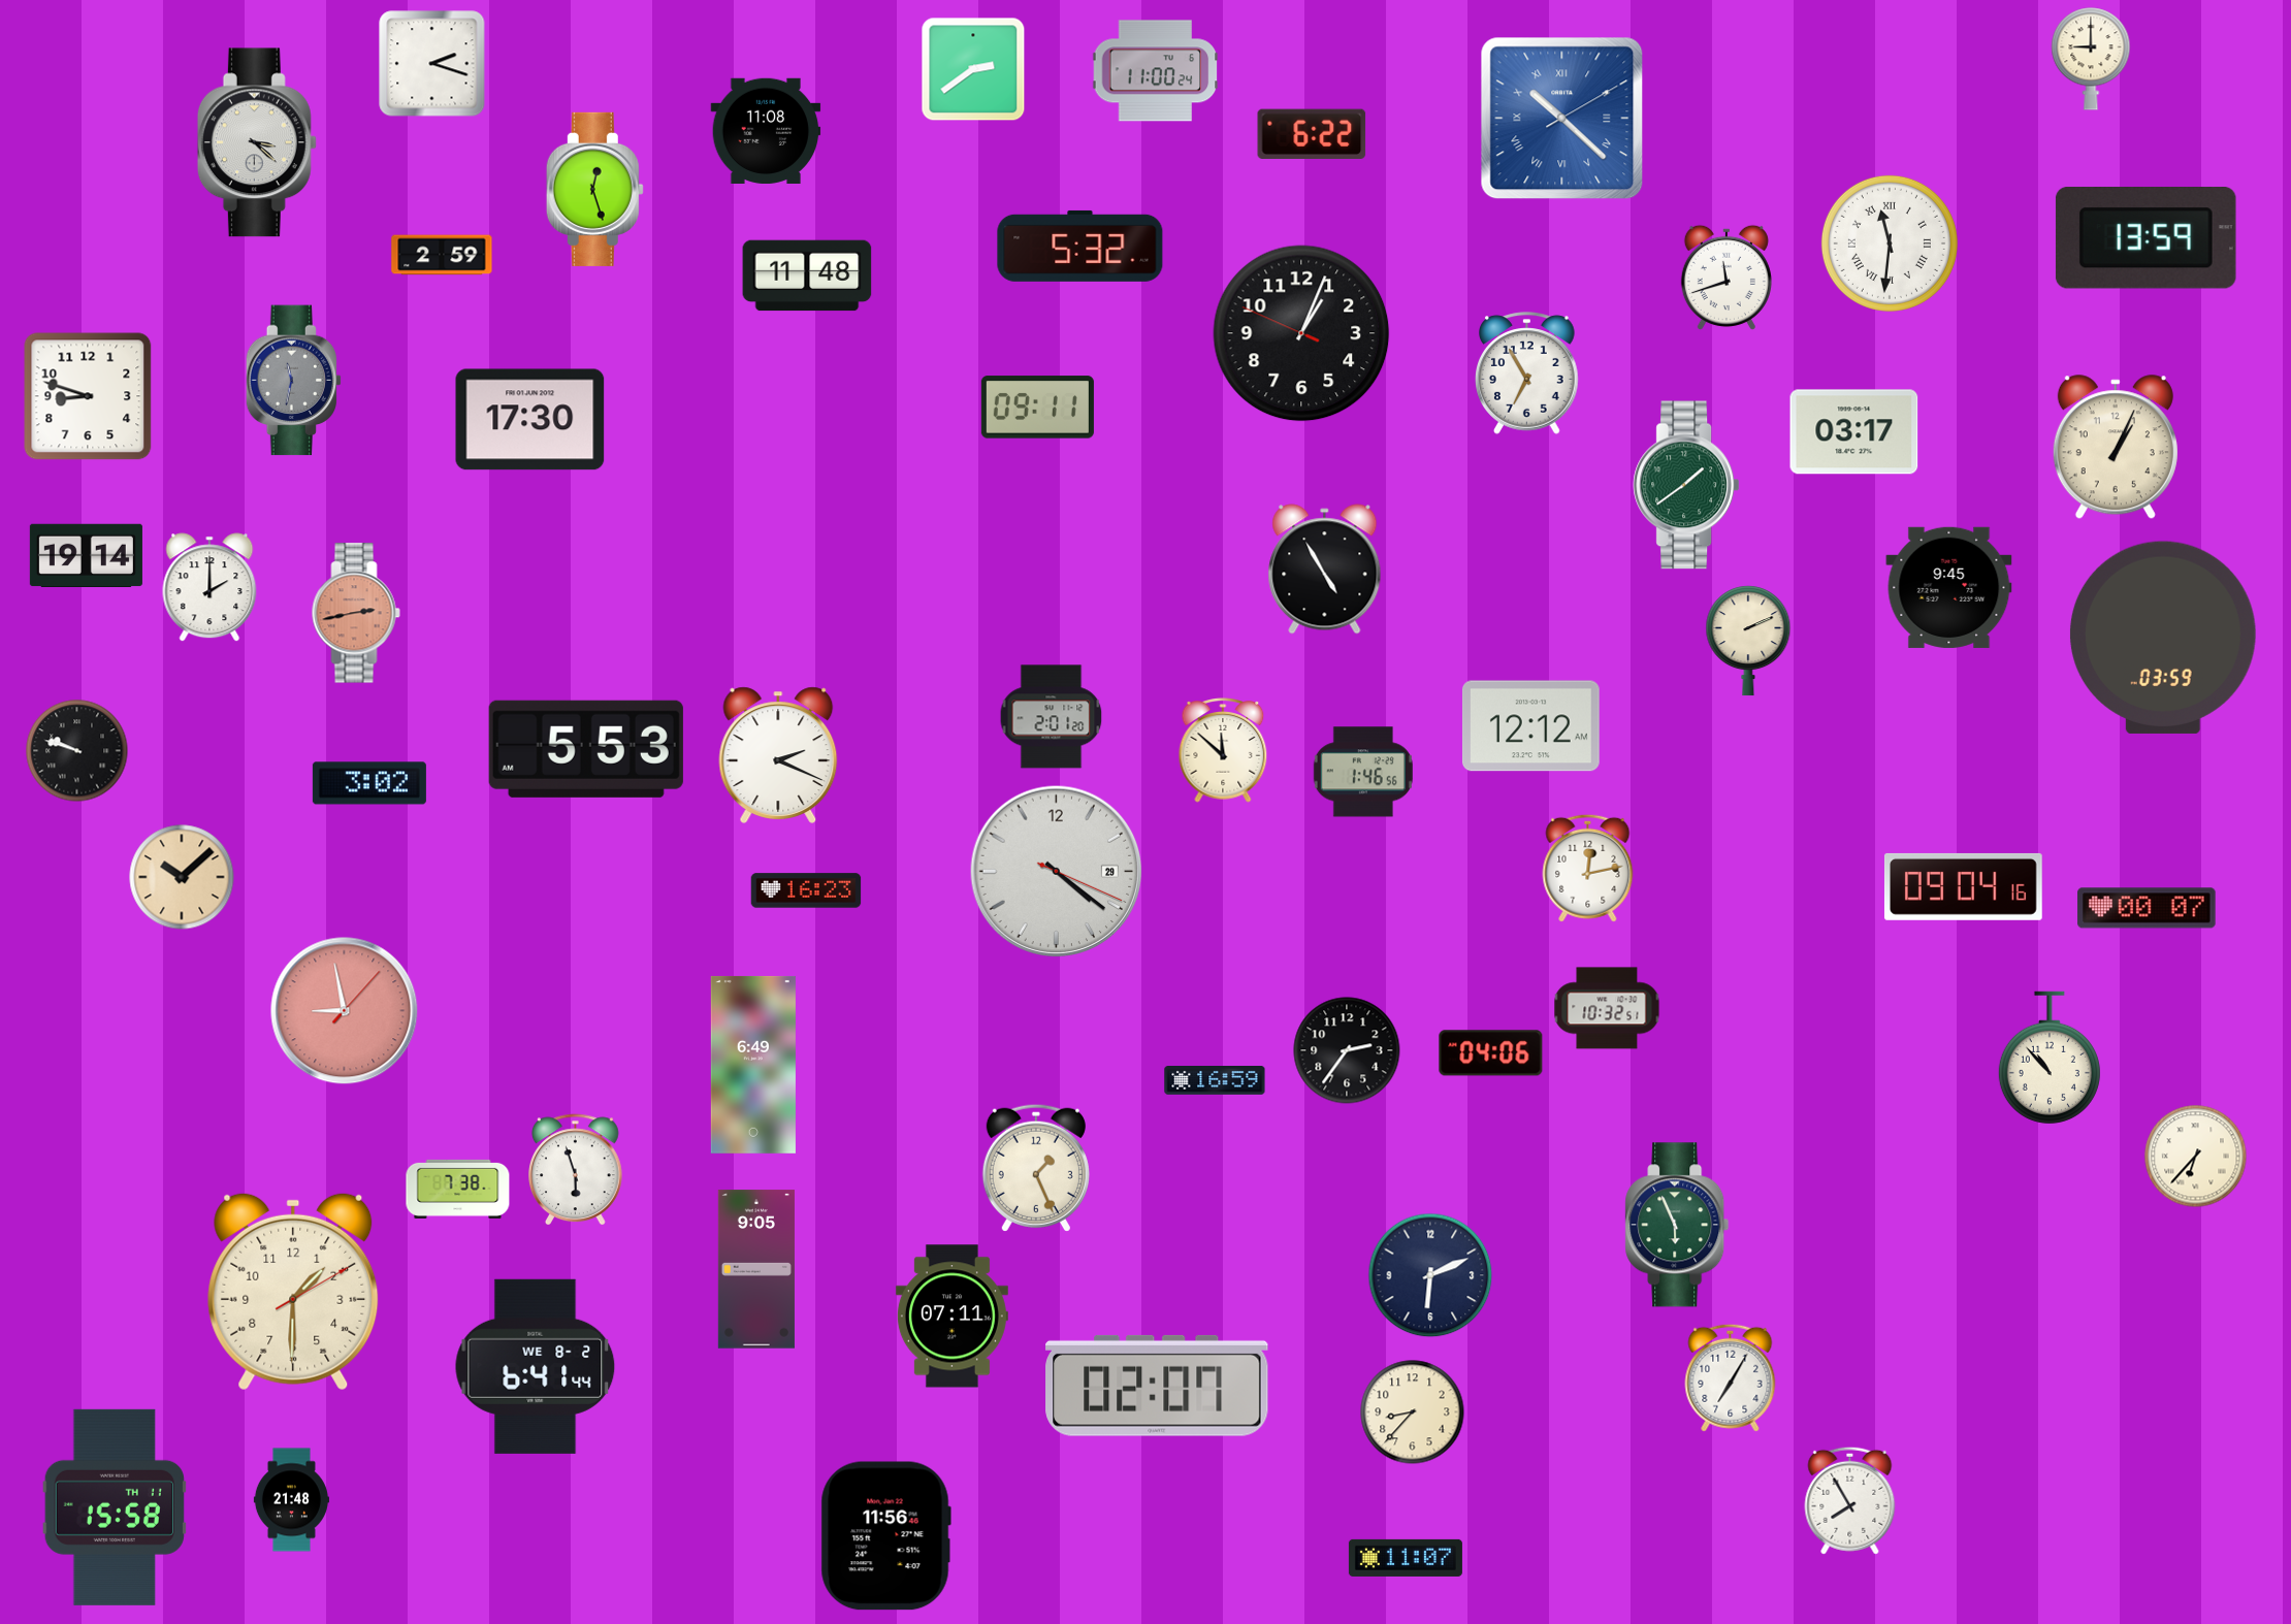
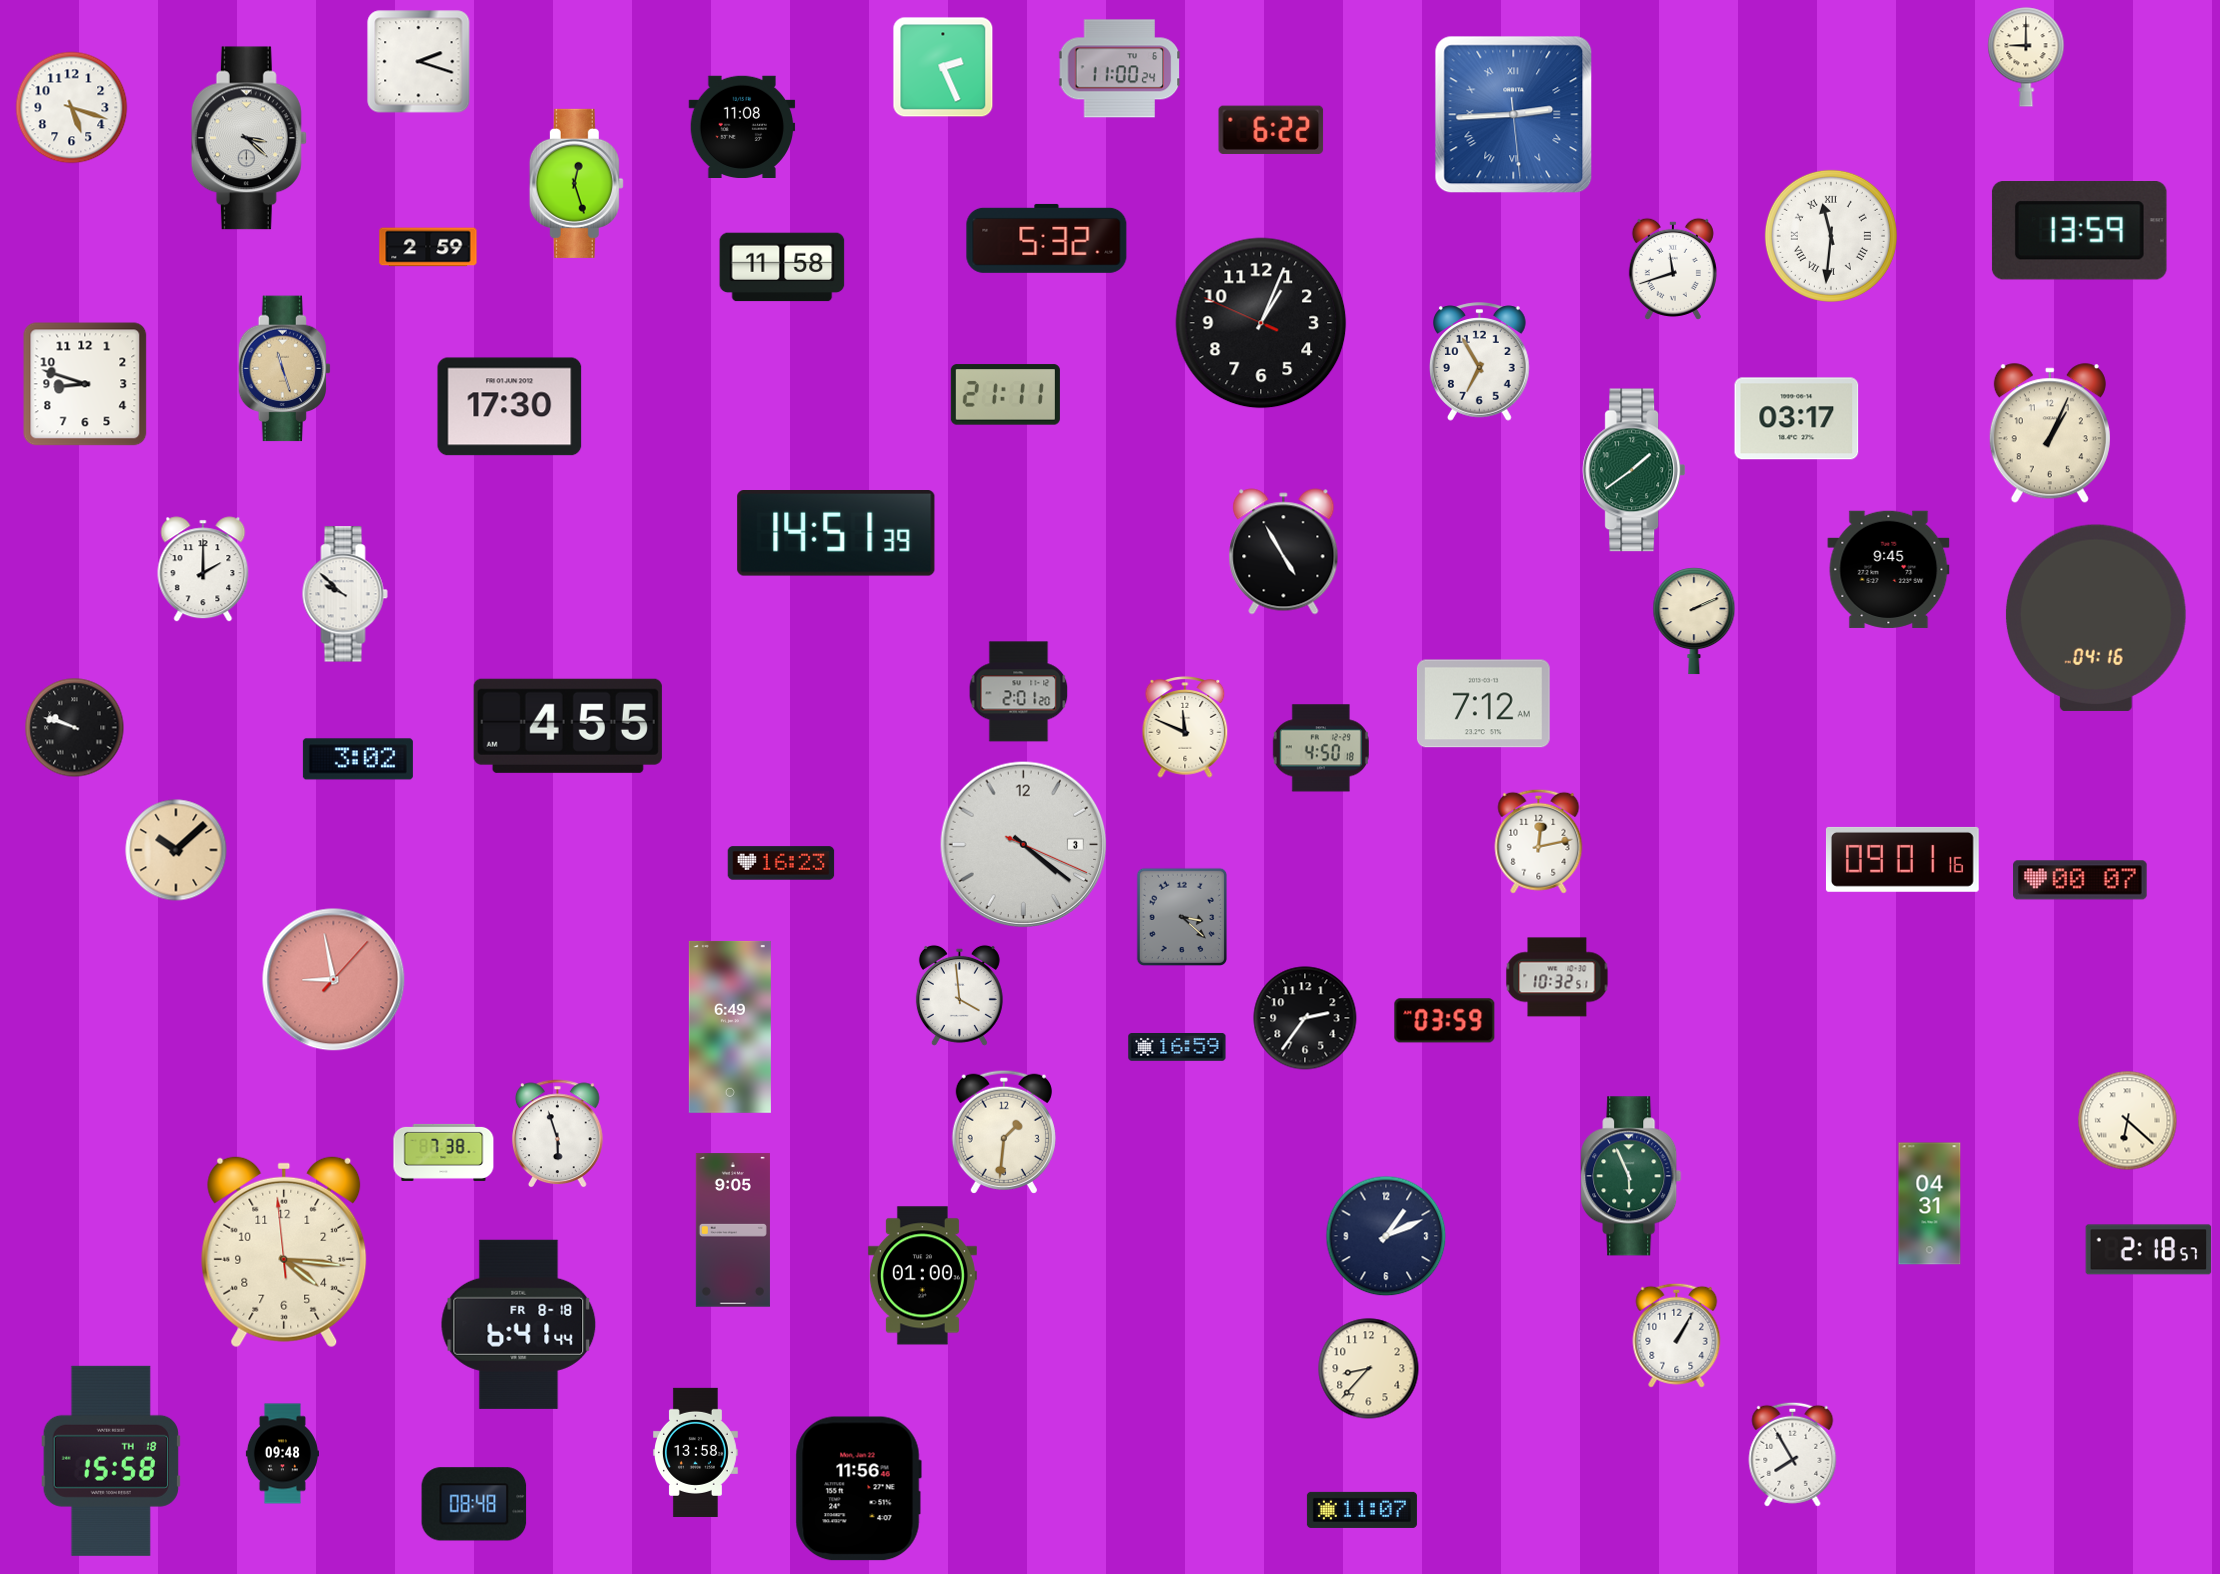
clock at (973, 69): 2:39 -> 2:26
clock at (72, 108): none -> 5:18
clock at (1562, 119): 10:22 -> 2:44
clock at (807, 275): 11:48 -> 11:58
clock at (294, 381): 11:32 -> 11:27
clock at (294, 381) dial: grey -> champagne
clock at (1037, 408): 09:11 -> 21:11
clock at (530, 420) position: (530, 420) -> (510, 407)
clock at (836, 534): none -> 14:51
clock at (86, 555): 19:14 -> none
clock at (356, 613): 2:43 -> 9:52
clock at (356, 613) dial: salmon -> white
clock at (2163, 638): 03:59 -> 04:16
clock at (1052, 717) position: (1052, 717) -> (1019, 692)
clock at (1530, 726): 12:12 -> 7:12
clock at (586, 749): 5:53 -> 4:55
clock at (1223, 750): 11:52 -> 11:49
clock at (778, 755): 2:19 -> none
clock at (1363, 772): 1:46 -> 4:50
clock at (1057, 872) date: 29 -> 3
clock at (1963, 886): 09:04 -> 09:01
clock at (1181, 916): none -> 3:22
clock at (959, 995): none -> 3:59
clock at (1491, 1053): 04:06 -> 03:59
clock at (2050, 1058): 10:53 -> none
clock at (753, 1065) position: (753, 1065) -> (730, 1027)
clock at (2196, 1157): 6:37 -> 6:22
clock at (1036, 1168): 1:26 -> 1:31
clock at (1677, 1225) position: (1677, 1225) -> (1631, 1176)
clock at (1930, 1204): none -> 04:31
clock at (1430, 1275): 6:11 -> 1:11
clock at (2149, 1250): none -> 2:18
clock at (293, 1292): 1:30 -> 4:15
clock at (951, 1317): 07:11 -> 01:00
clock at (536, 1366) date: WE 8-2 -> FR 8-18
clock at (1731, 1377): 7:05 -> 1:05
clock at (1157, 1386): 02:07 -> none
clock at (696, 1452): none -> 13:58
clock at (291, 1500): 21:48 -> 09:48
clock at (115, 1507) date: TH 11 -> TH 18
clock at (474, 1504): none -> 08:48
